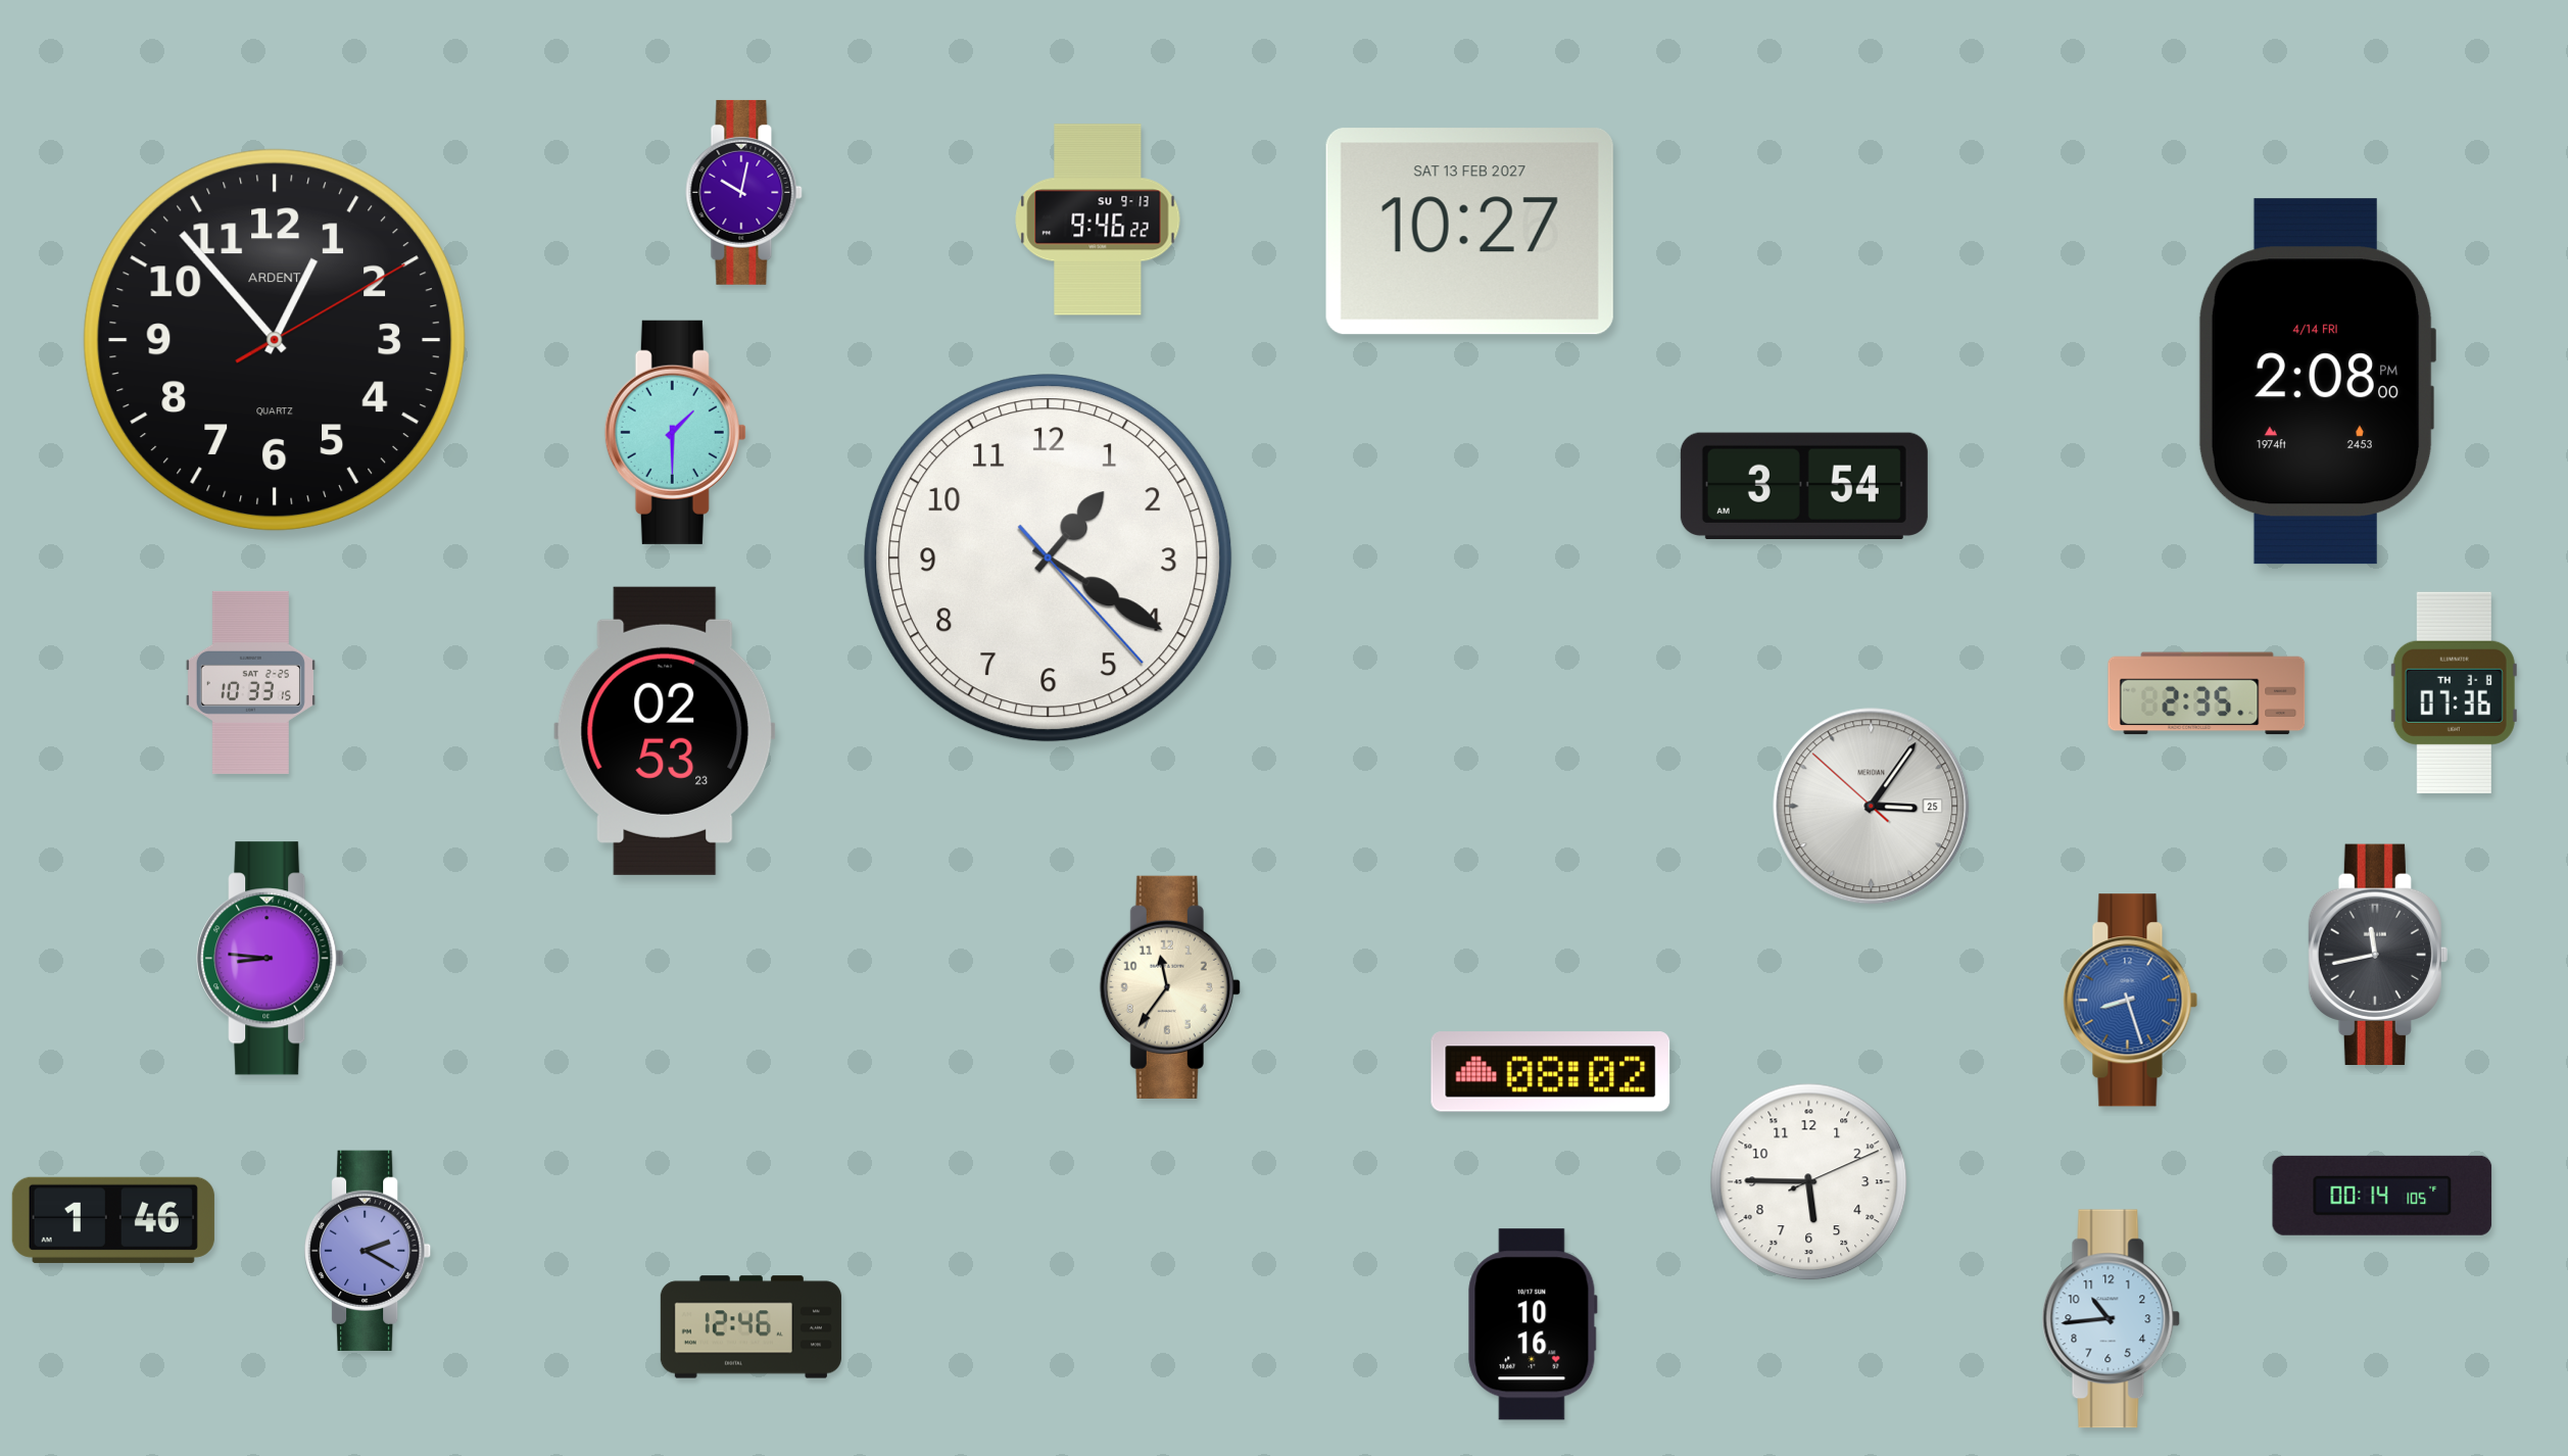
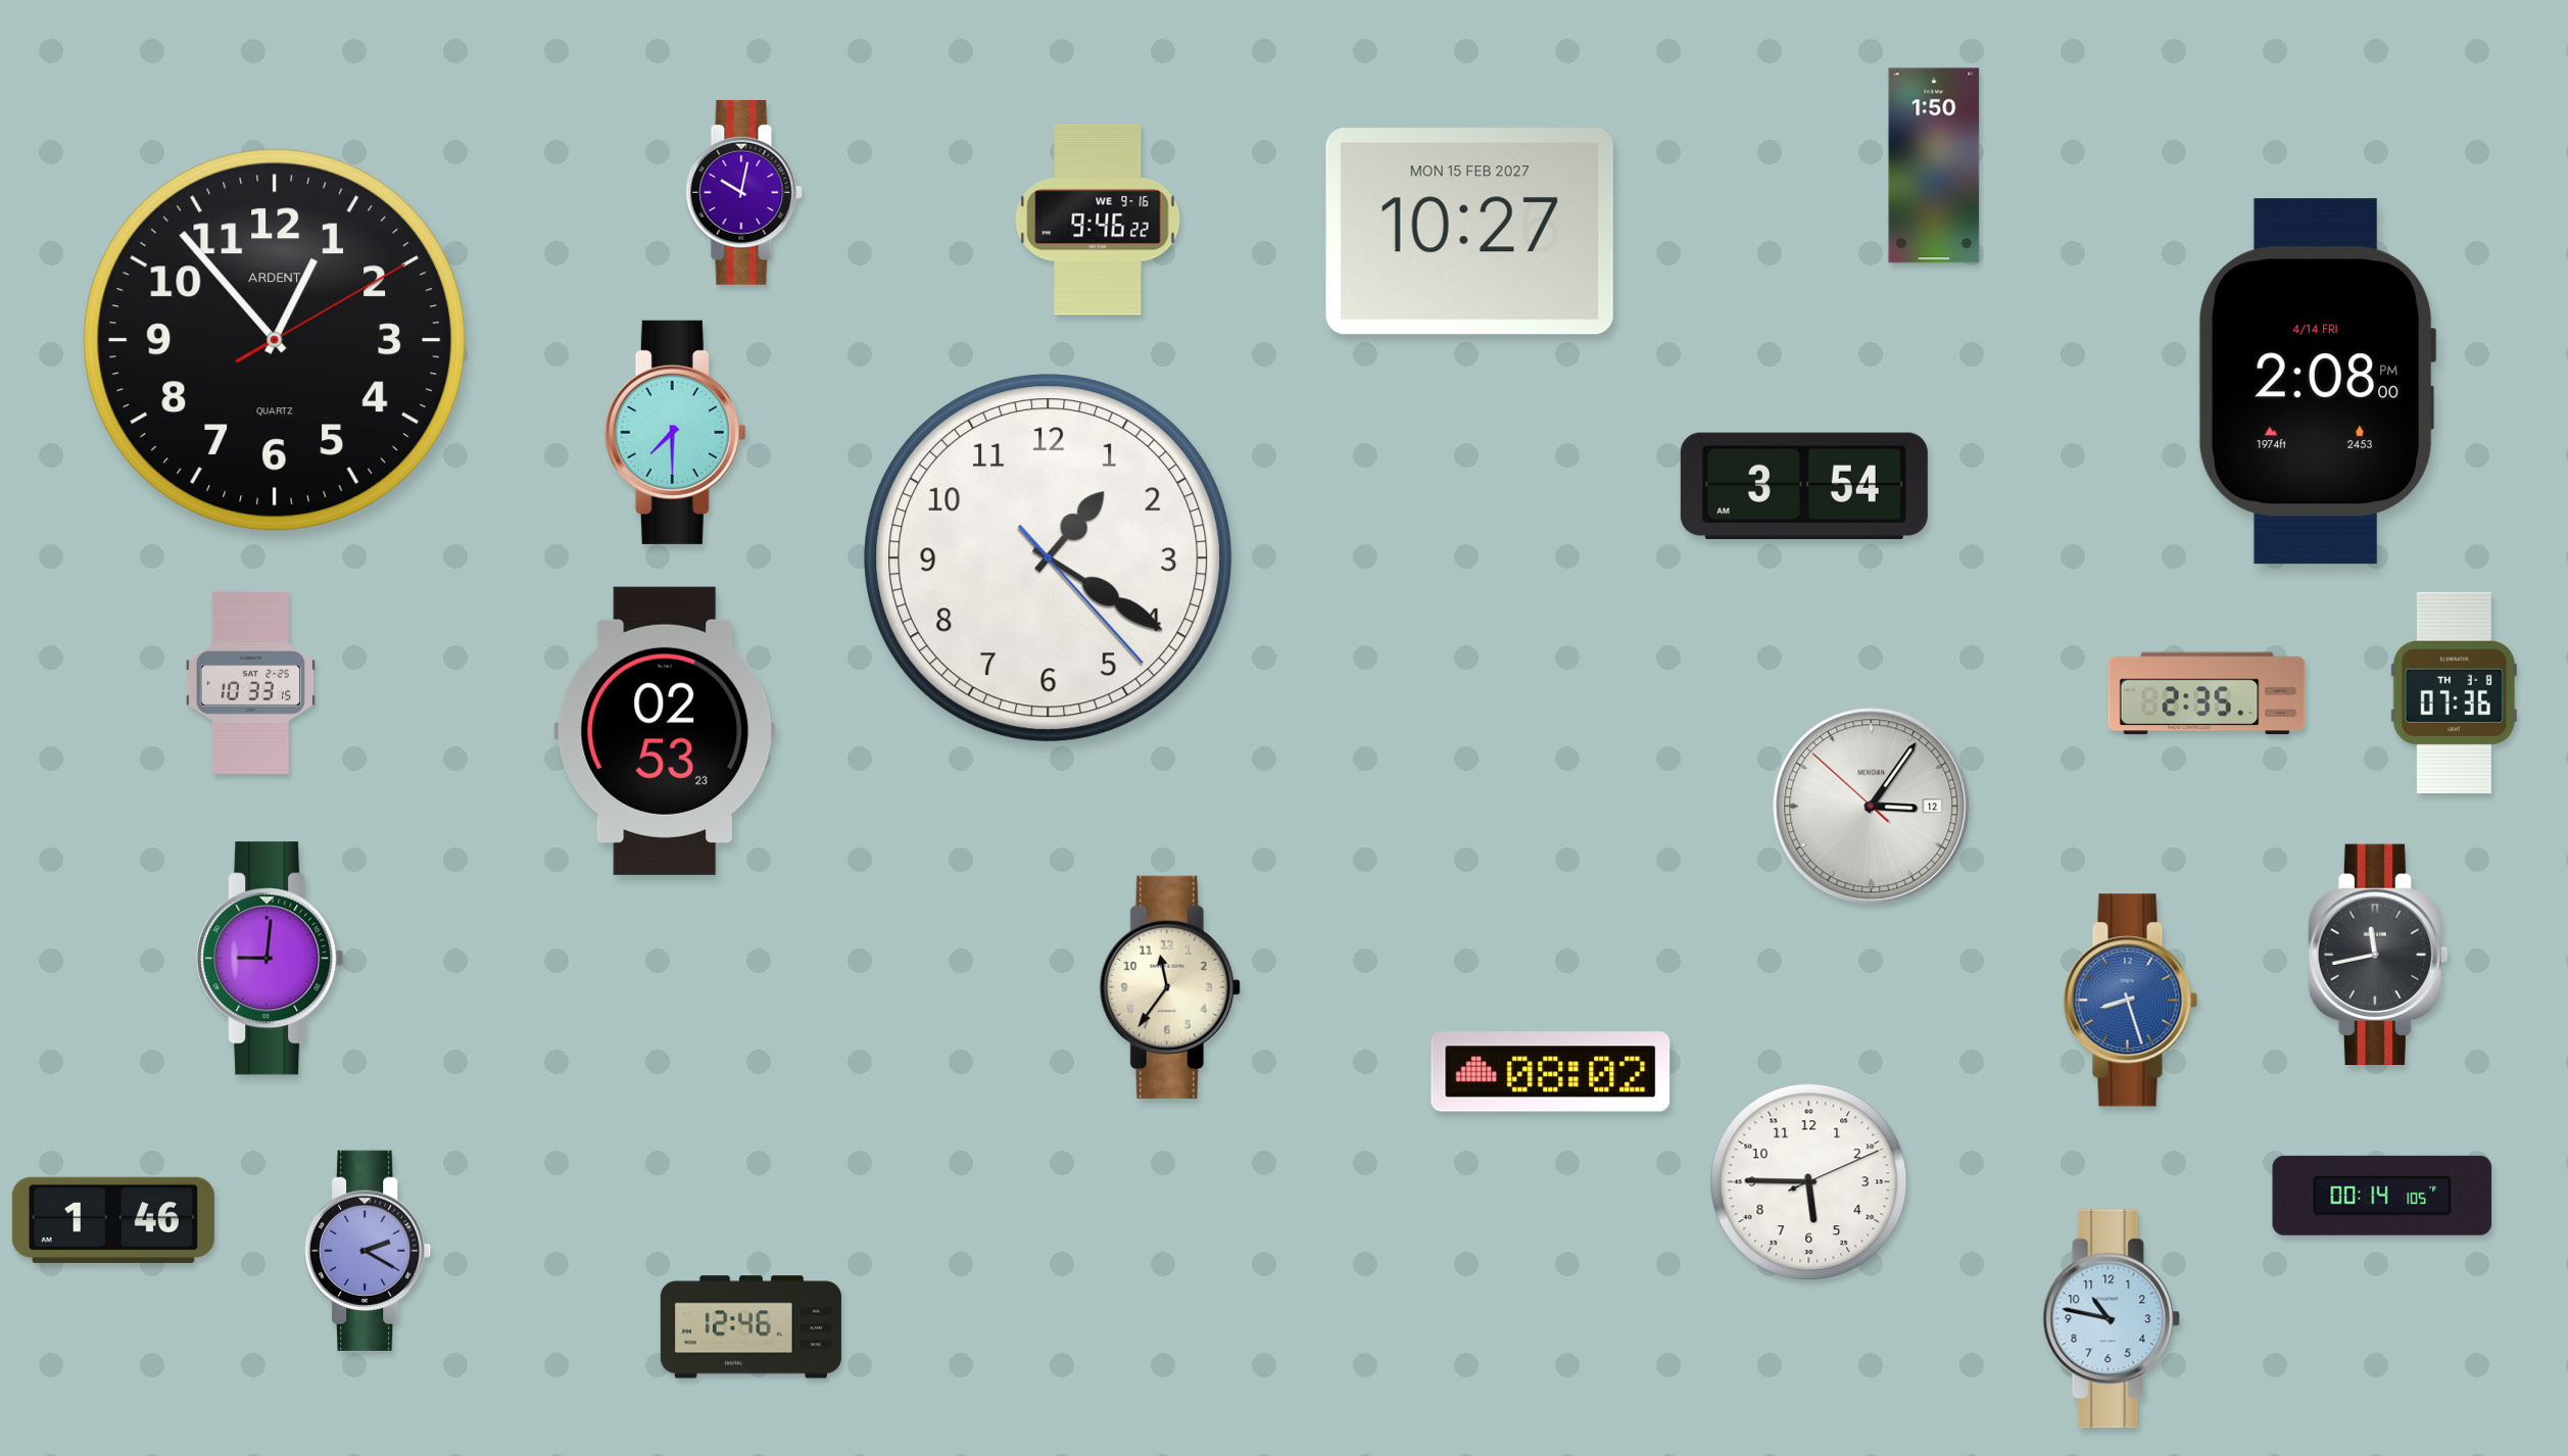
clock at (1934, 165): none -> 1:50
clock at (1098, 220) date: SU 9-13 -> WE 9-16
clock at (1469, 232) date: SAT 13 FEB 2027 -> MON 15 FEB 2027
clock at (675, 432): 1:30 -> 7:30
clock at (1872, 807) date: 25 -> 12
clock at (271, 959): 8:46 -> 9:01
clock at (2112, 1319): 10:44 -> 10:47
clock at (1533, 1324): 10:16 -> none
